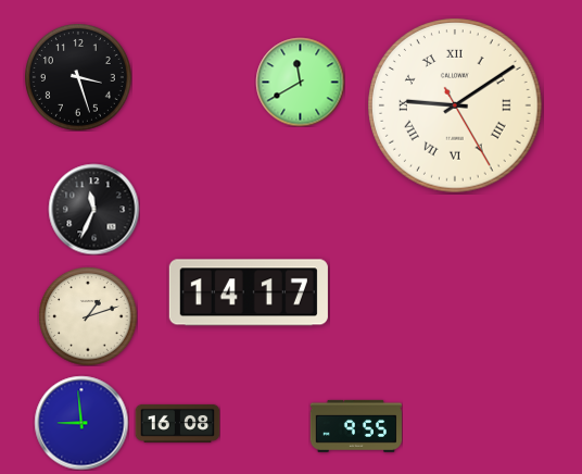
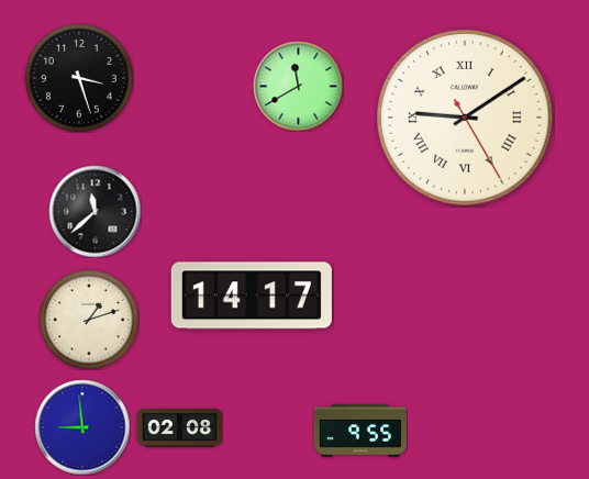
clock at (300, 82) position: (300, 82) -> (298, 86)
clock at (455, 105) position: (455, 105) -> (465, 118)
clock at (93, 209): 11:34 -> 11:38
clock at (177, 423): 16:08 -> 02:08
